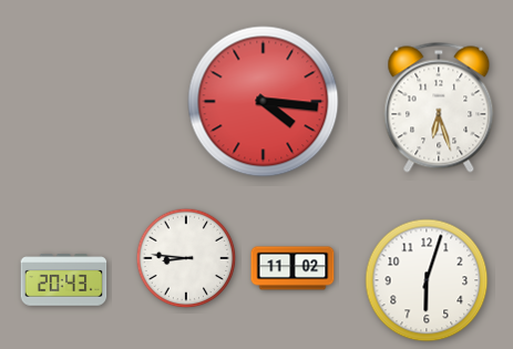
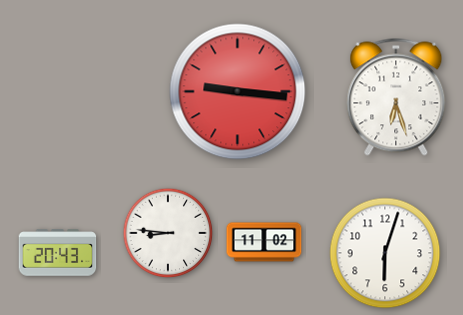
clock at (264, 102): 4:16 -> 9:16
